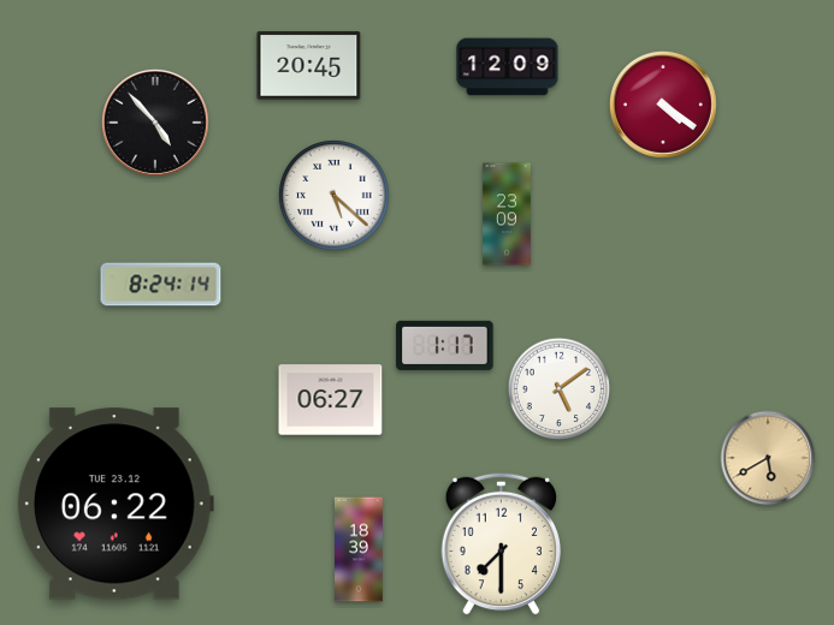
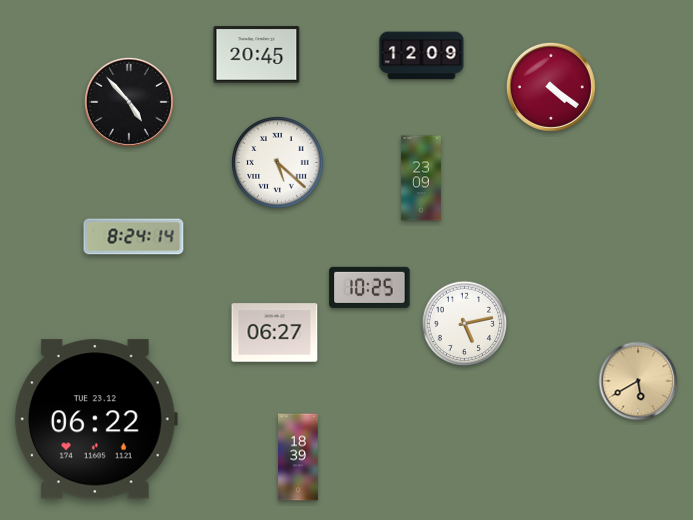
clock at (445, 345): 1:17 -> 10:25
clock at (560, 389): 5:09 -> 5:13
clock at (501, 543): 7:30 -> none
